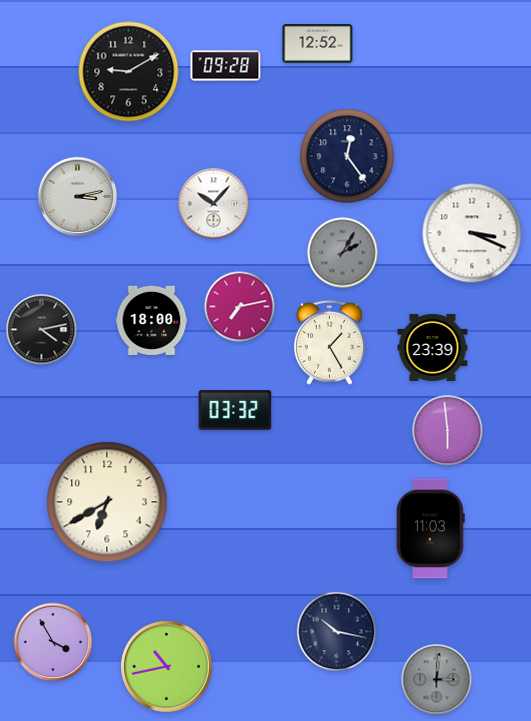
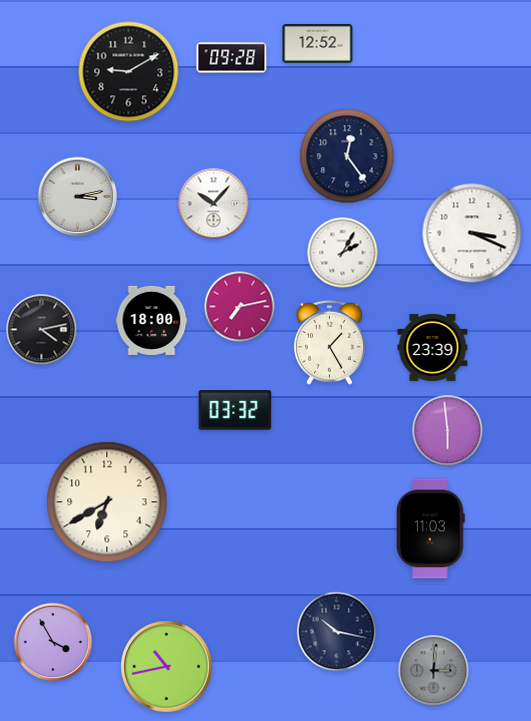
clock at (226, 66) position: (226, 66) -> (232, 58)
clock at (343, 253) dial: grey -> white
clock at (437, 680) position: (437, 680) -> (434, 671)
